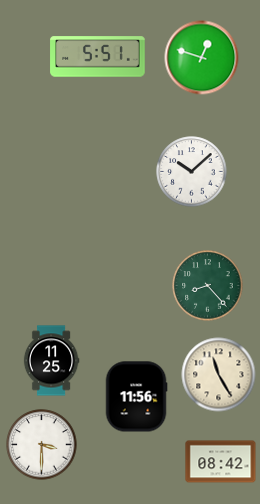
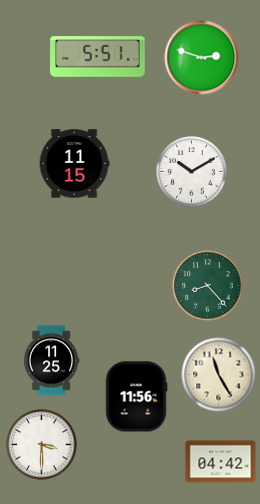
clock at (202, 58): 12:48 -> 2:48
clock at (74, 164): none -> 11:15
clock at (192, 172): 10:08 -> 10:10
clock at (221, 462): 08:42 -> 04:42
